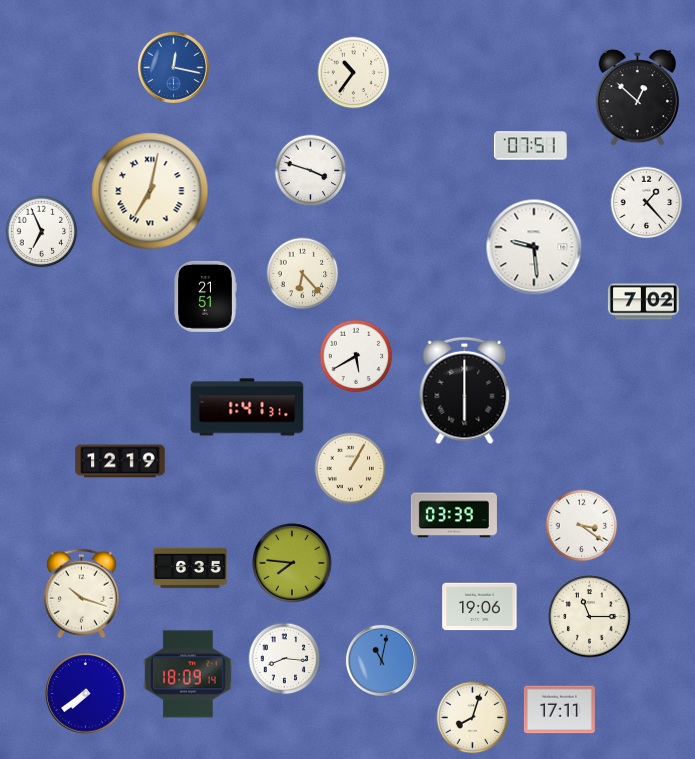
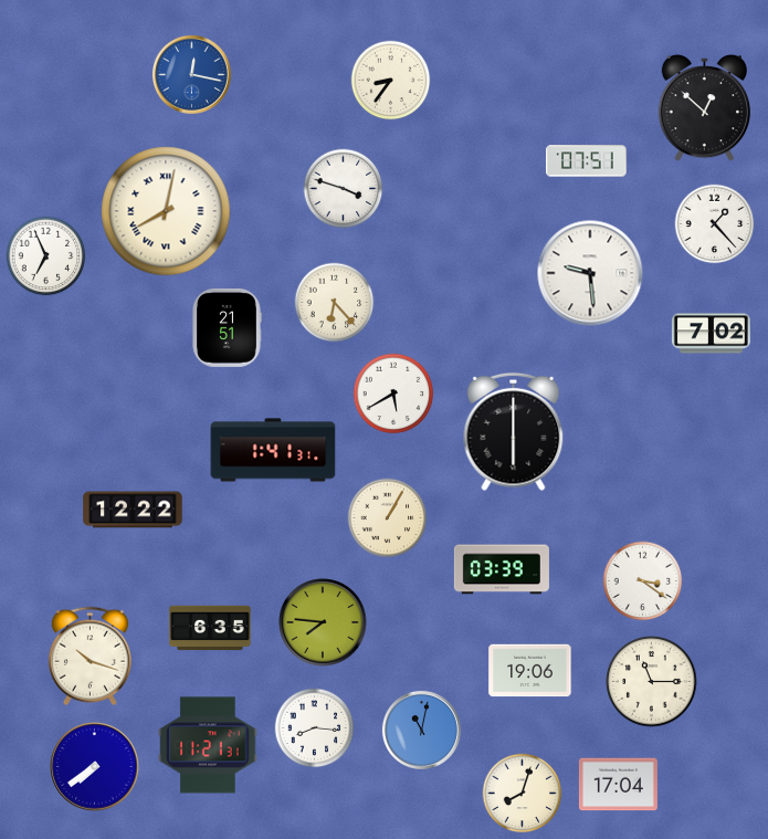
clock at (354, 73): 10:36 -> 8:36
clock at (150, 191): 7:02 -> 8:02
clock at (120, 461): 12:19 -> 12:22
clock at (188, 674): 18:09 -> 11:21
clock at (559, 710): 17:11 -> 17:04
